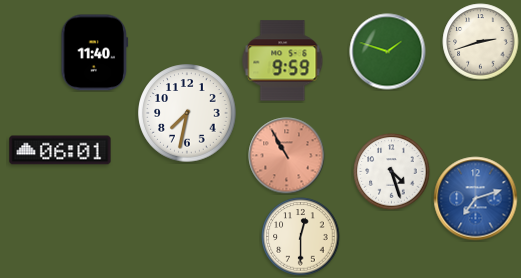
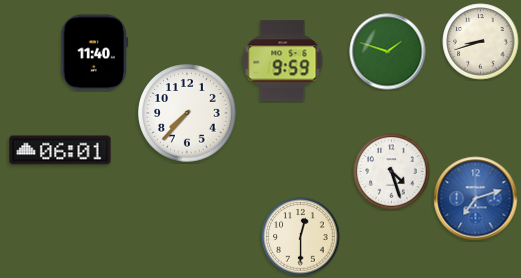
clock at (481, 42): 2:42 -> 8:42
clock at (187, 113): 7:32 -> 7:37
clock at (287, 156): 10:55 -> none
